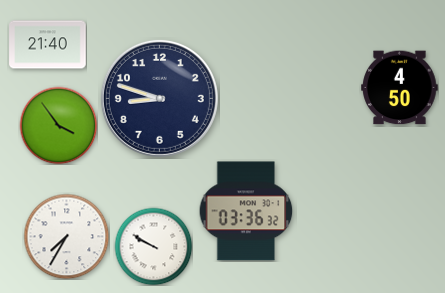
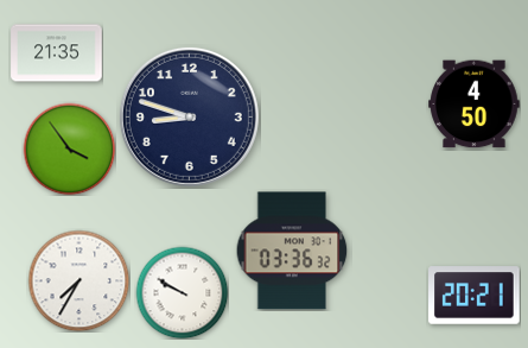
clock at (48, 45): 21:40 -> 21:35
clock at (475, 296): none -> 20:21
